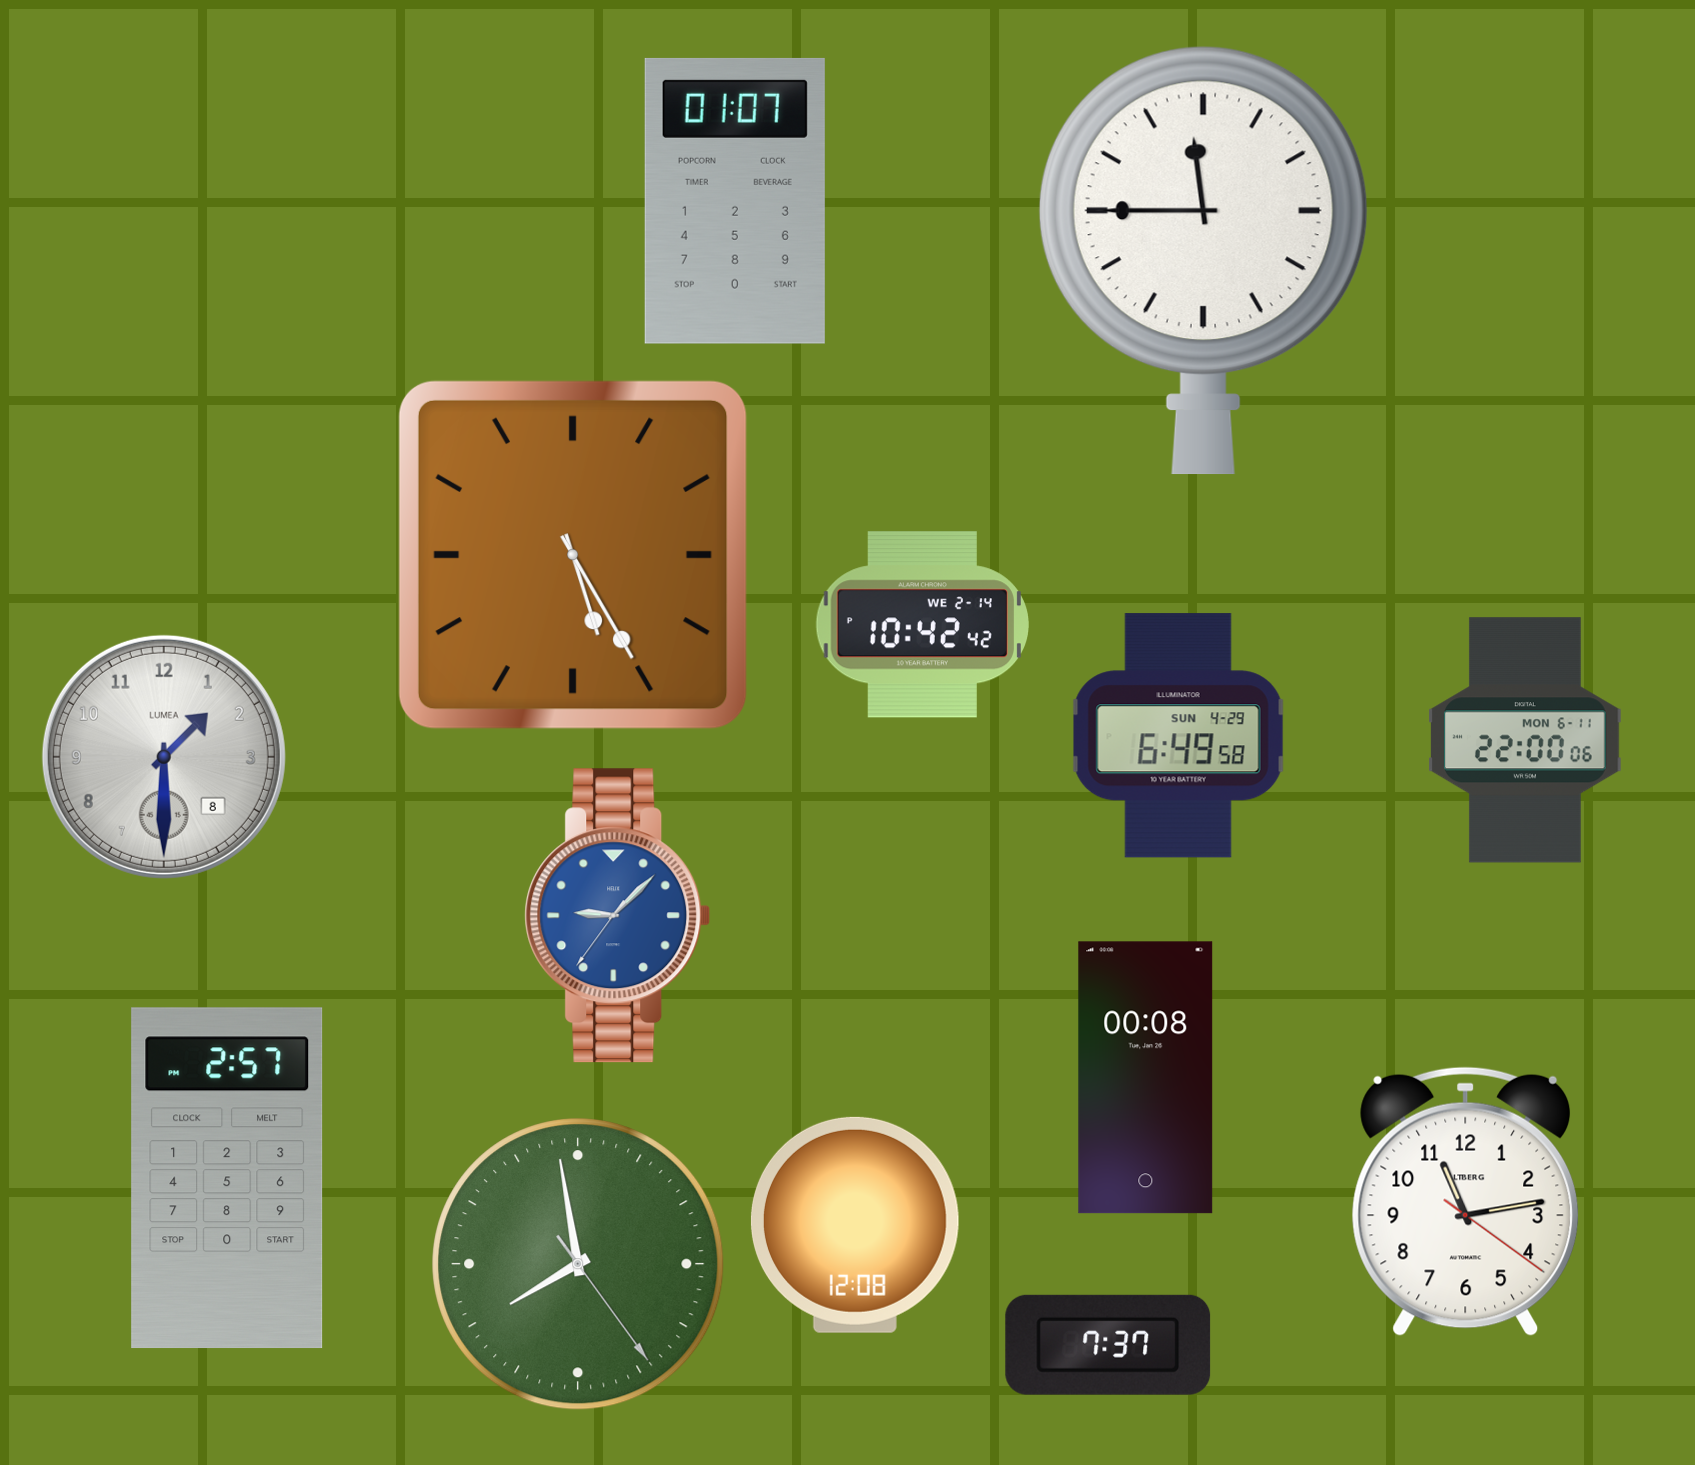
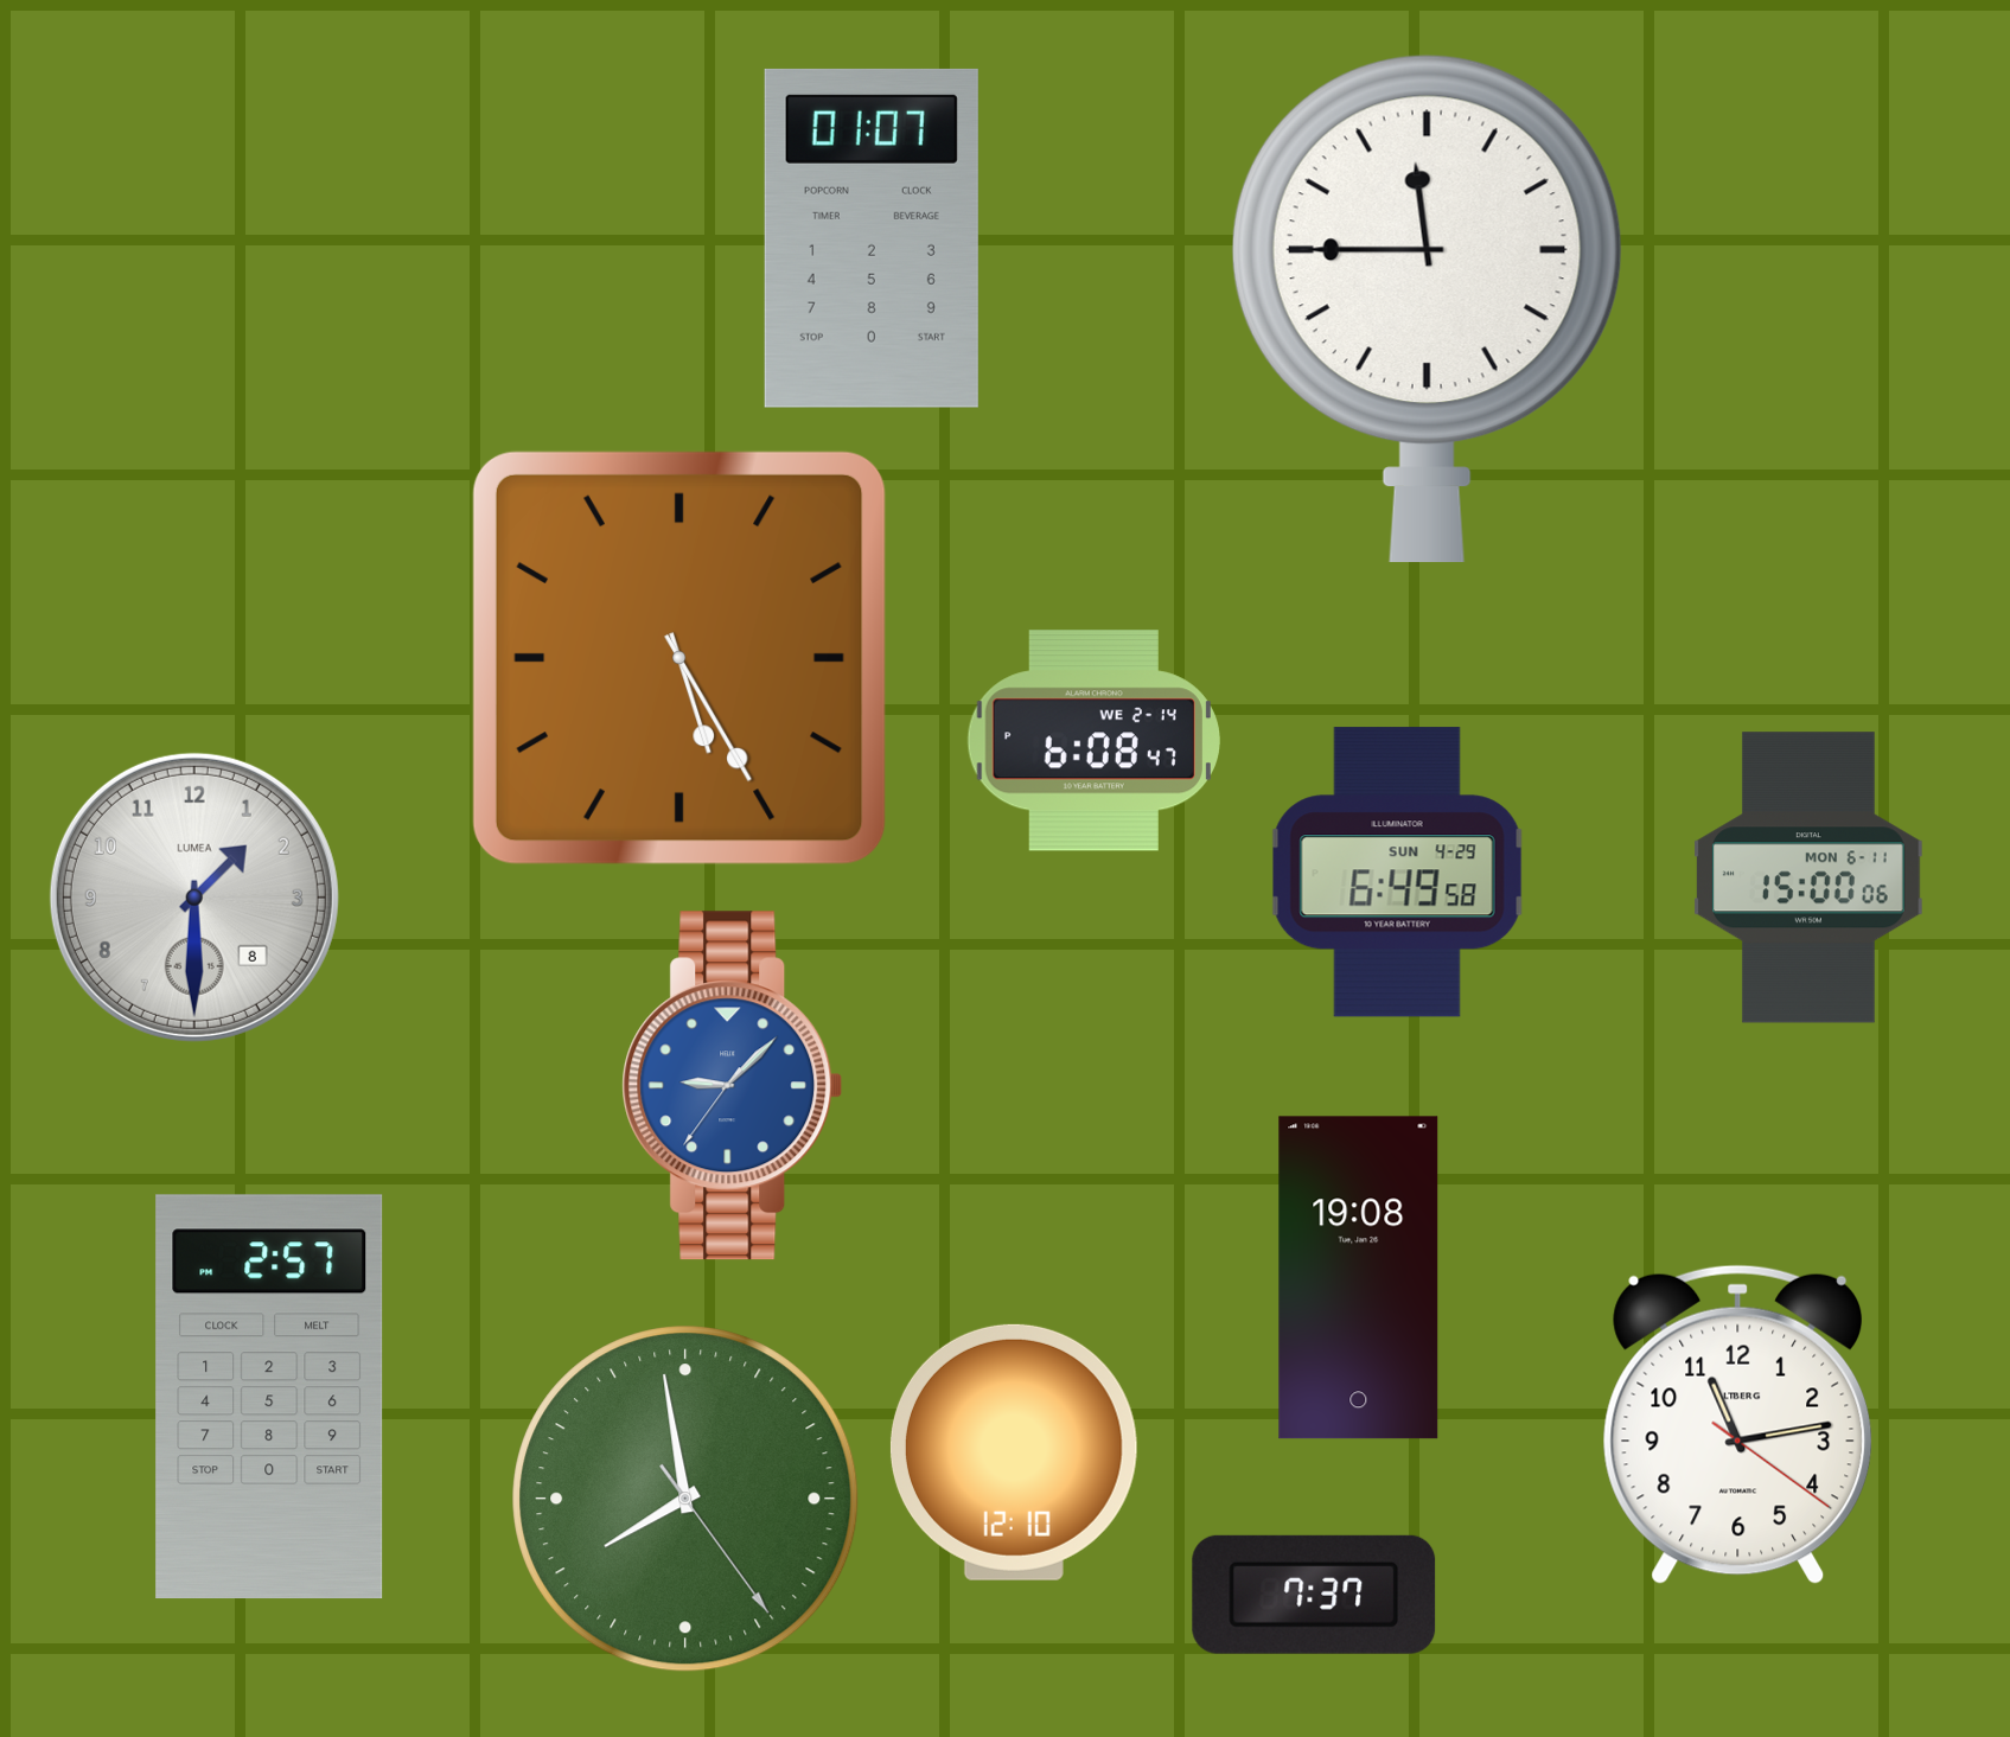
clock at (922, 625): 10:42 -> 6:08
clock at (1525, 740): 22:00 -> 15:00
clock at (1146, 1078): 00:08 -> 19:08
clock at (855, 1225): 12:08 -> 12:10
